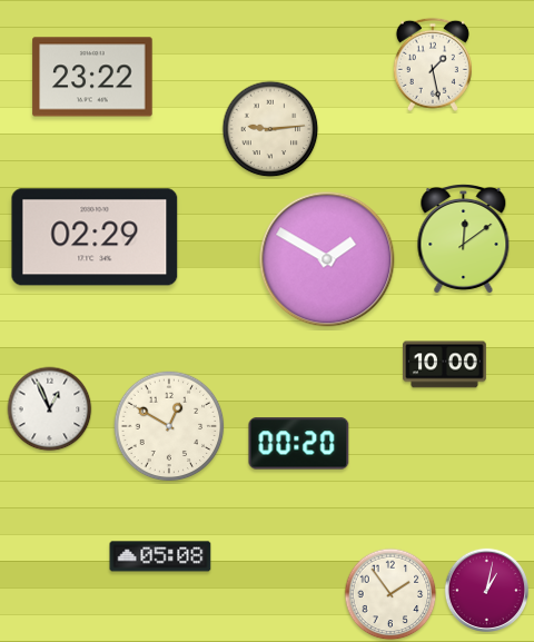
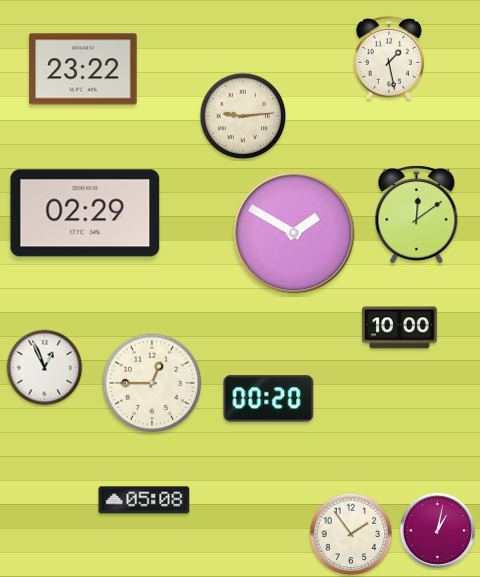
clock at (169, 426): 12:50 -> 12:45
